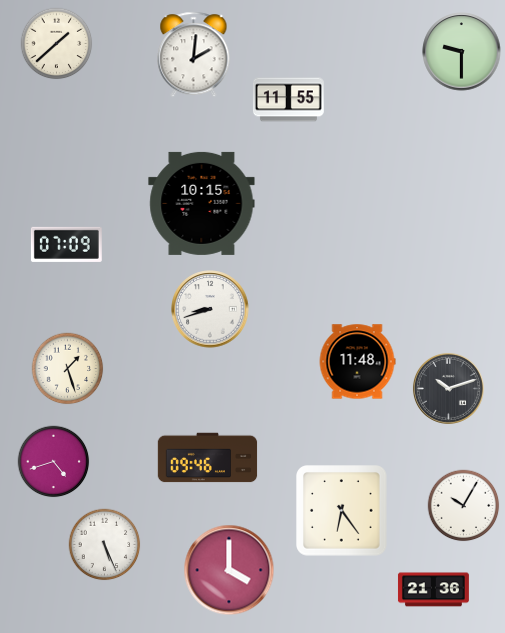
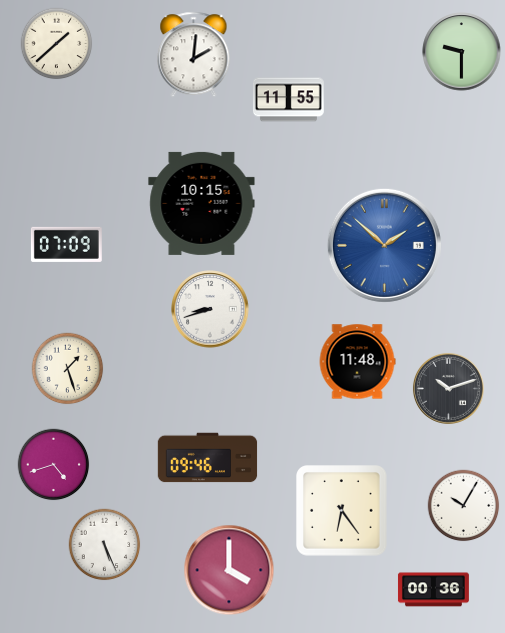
clock at (384, 245): none -> 1:52
clock at (54, 462) position: (54, 462) -> (54, 465)
clock at (433, 590): 21:36 -> 00:36
